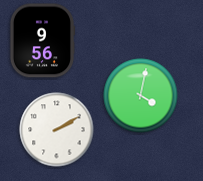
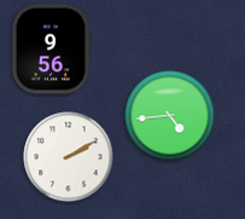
clock at (141, 96): 4:02 -> 4:44
